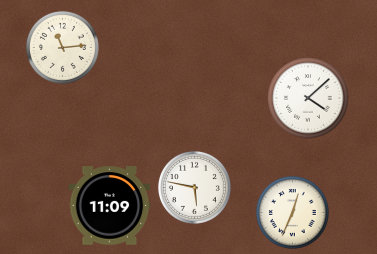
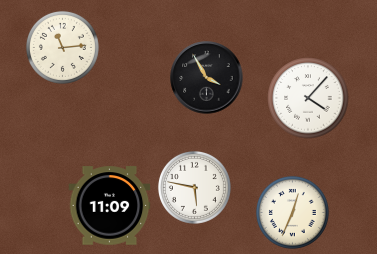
clock at (207, 78): none -> 3:55
clock at (308, 98): 4:08 -> 4:07
